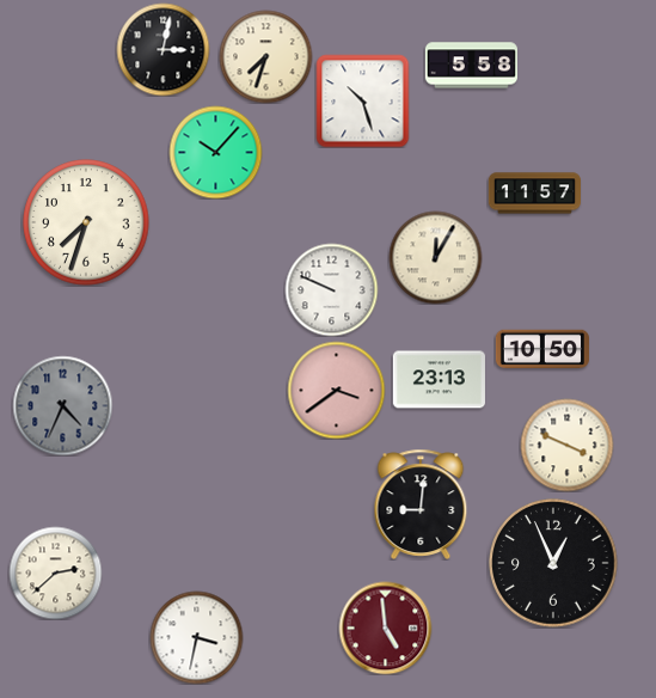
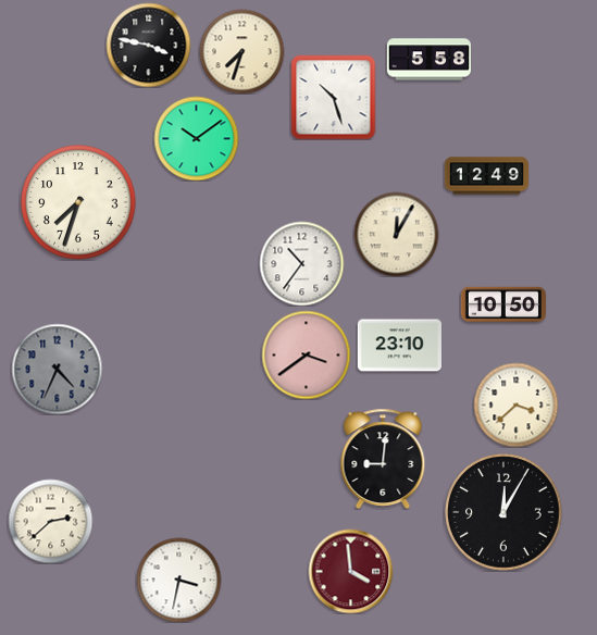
clock at (163, 49): 3:02 -> 3:47
clock at (362, 100) position: (362, 100) -> (333, 97)
clock at (215, 152): 10:07 -> 10:09
clock at (534, 194): 11:57 -> 12:49
clock at (331, 289): 9:49 -> 10:36
clock at (542, 349) position: (542, 349) -> (503, 304)
clock at (439, 380): 23:13 -> 23:10
clock at (566, 445): 3:49 -> 3:38
clock at (553, 563): 12:56 -> 12:05
clock at (385, 627): 4:59 -> 3:59
